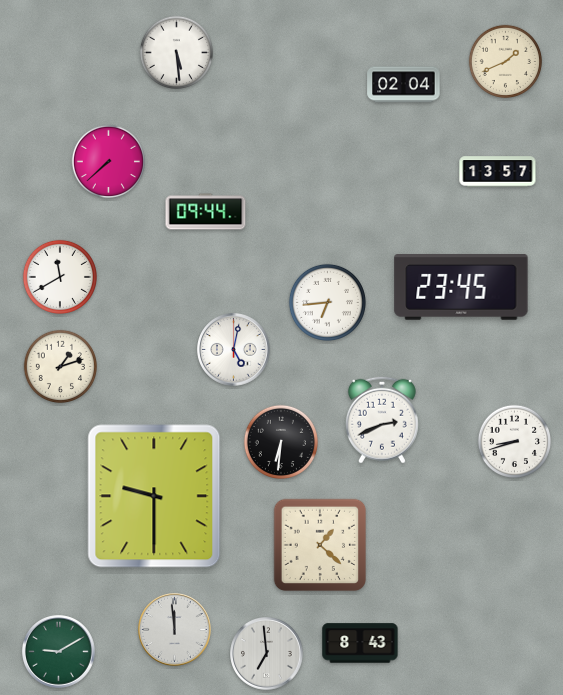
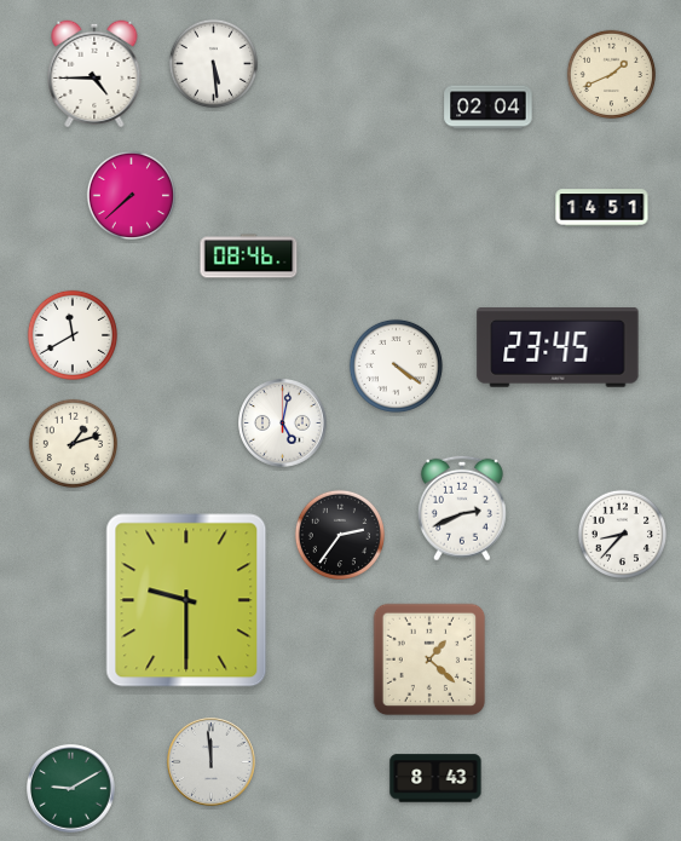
clock at (94, 74): none -> 4:45
clock at (404, 85) position: (404, 85) -> (489, 108)
clock at (498, 172): 13:57 -> 14:51
clock at (206, 212): 09:44 -> 08:46
clock at (327, 302): 6:44 -> 4:21
clock at (514, 441): 8:42 -> 8:37
clock at (281, 442): 6:31 -> 2:36
clock at (320, 545) position: (320, 545) -> (429, 659)
clock at (267, 654): 6:59 -> none
